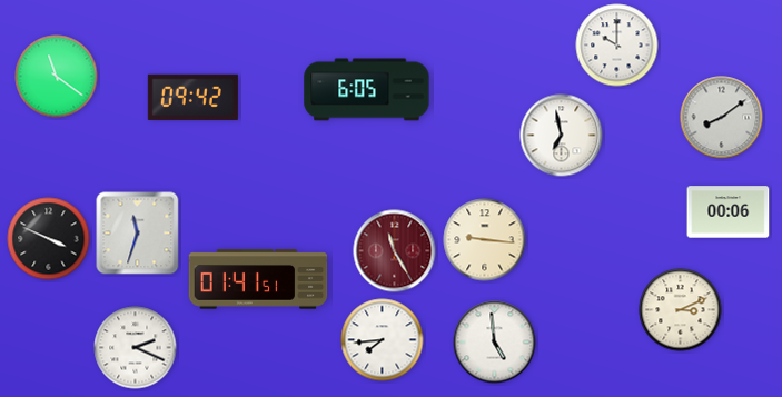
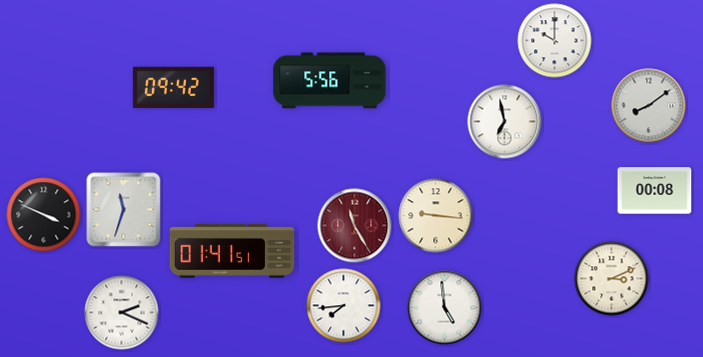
clock at (57, 77): 11:21 -> none
clock at (367, 90): 6:05 -> 5:56
clock at (729, 212): 00:06 -> 00:08
